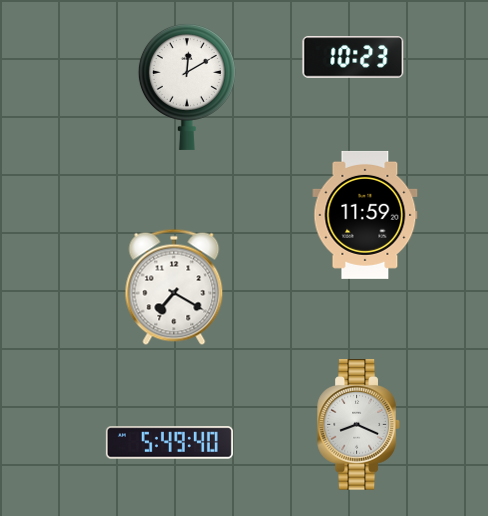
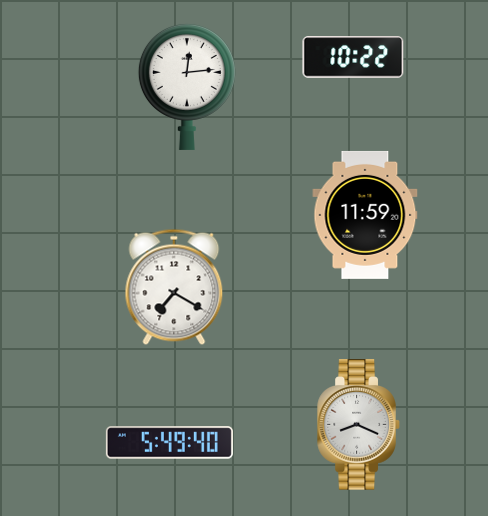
clock at (353, 57): 10:23 -> 10:22
clock at (187, 86): 12:10 -> 12:14
